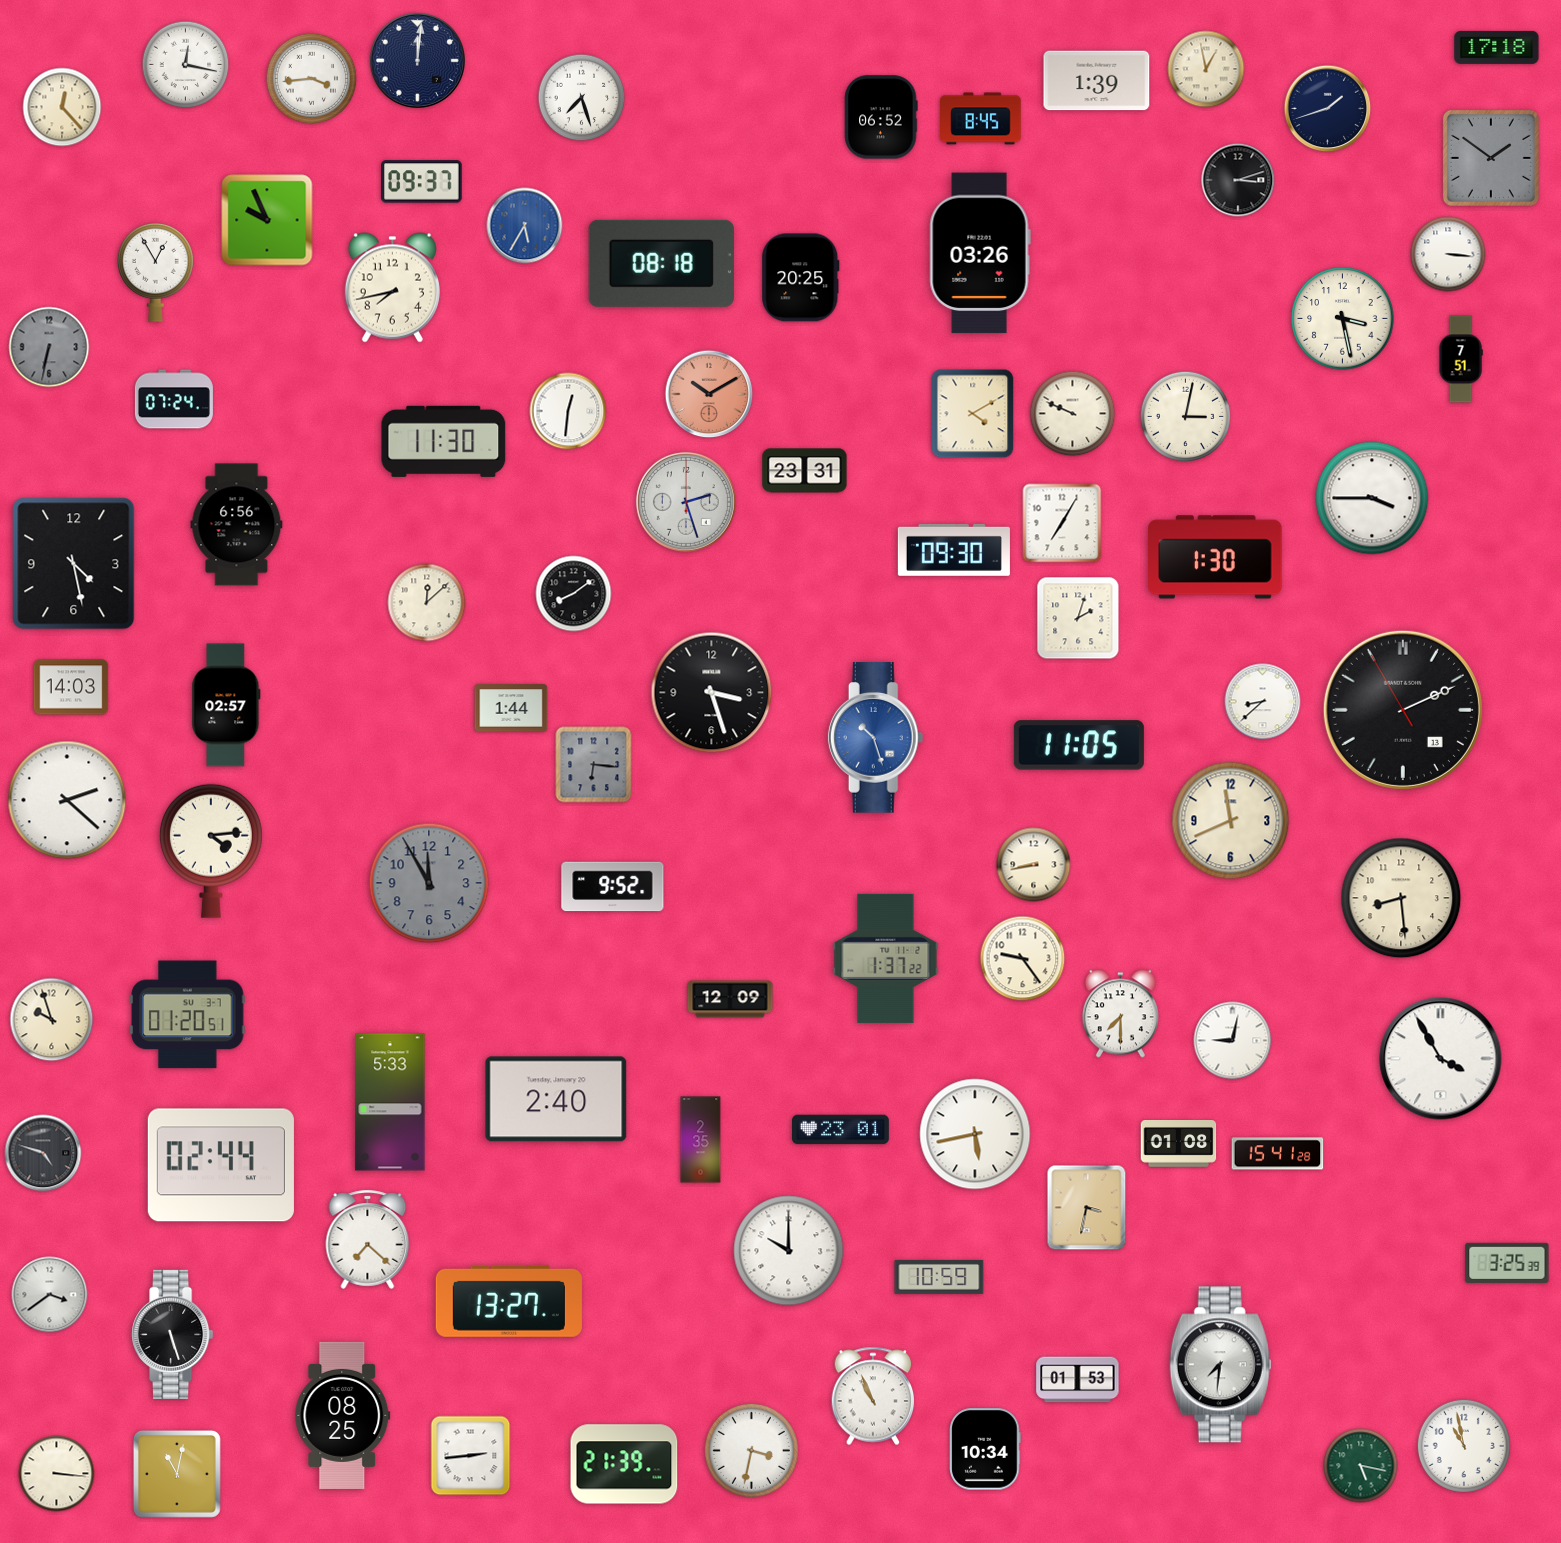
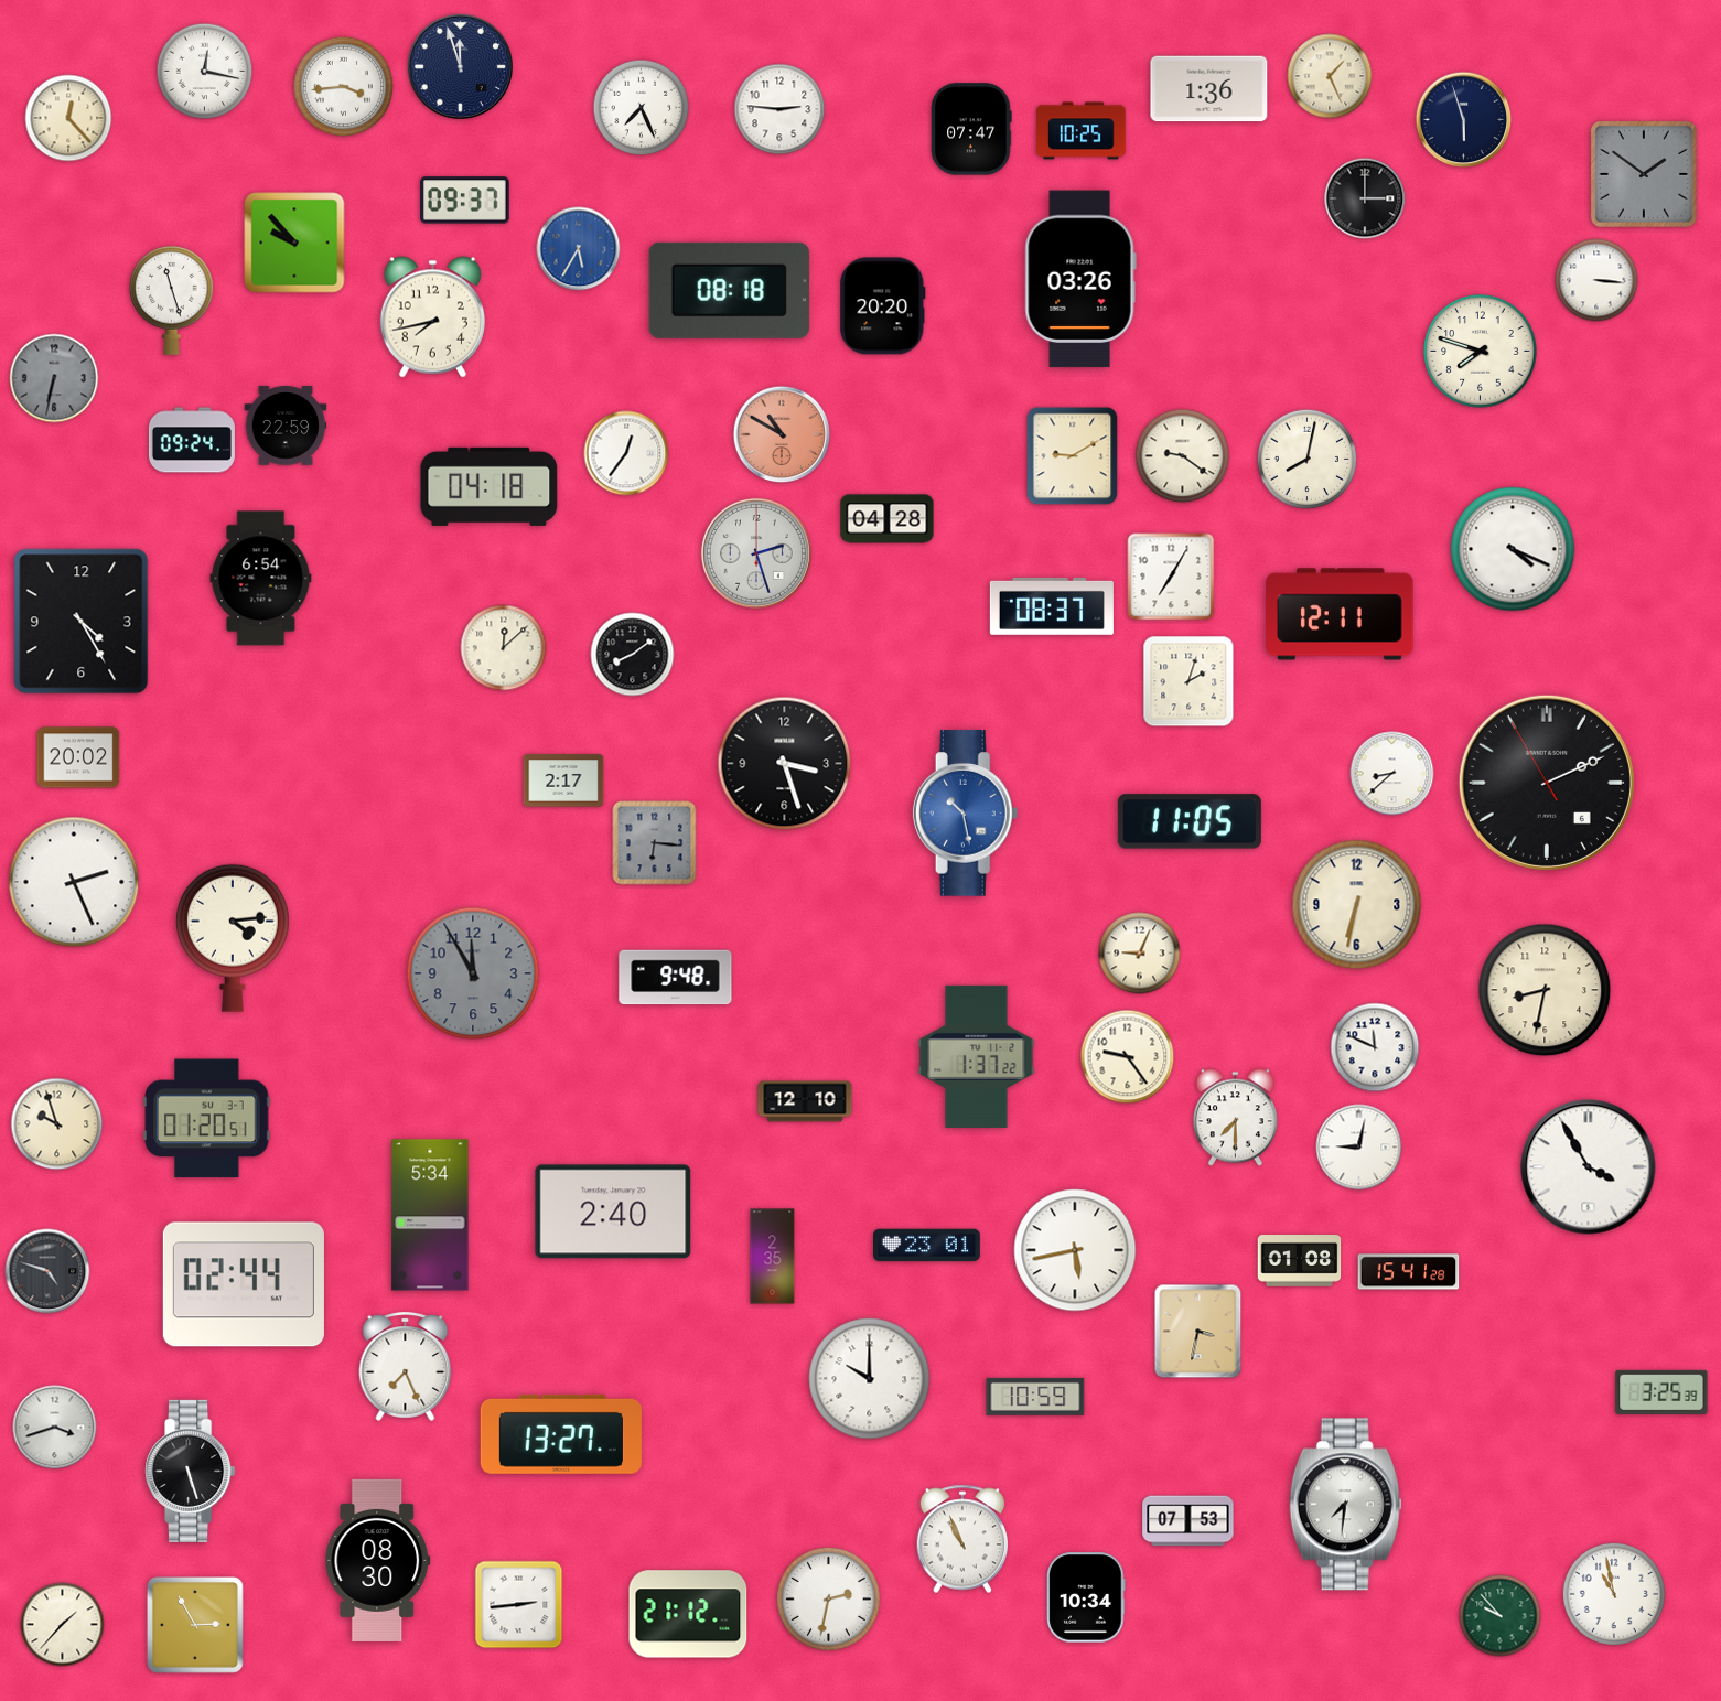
clock at (1497, 47): 17:18 -> none
clock at (417, 60): 12:01 -> 11:57
clock at (1206, 69): 12:58 -> 1:26
clock at (1097, 81): 1:39 -> 1:36
clock at (582, 98): 7:27 -> 7:26
clock at (779, 109): none -> 2:46
clock at (1328, 109): 1:42 -> 5:57
clock at (881, 117): 06:52 -> 07:47
clock at (981, 119): 8:45 -> 10:25
clock at (1238, 180): 3:12 -> 3:00
clock at (267, 220): 9:56 -> 9:53
clock at (156, 272): 12:55 -> 11:27
clock at (801, 278): 20:25 -> 20:20
clock at (1343, 319): 3:28 -> 7:48
clock at (49, 347) position: (49, 347) -> (54, 378)
clock at (1461, 359): 7:51 -> none
clock at (286, 426): none -> 22:59
clock at (709, 394): 10:10 -> 10:50
clock at (174, 399): 07:24 -> 09:24
clock at (568, 411): 12:31 -> 12:36
clock at (973, 414): 4:10 -> 9:10
clock at (1073, 414): 9:49 -> 9:21
clock at (1186, 417): 3:02 -> 8:02
clock at (444, 441): 11:30 -> 04:18
clock at (805, 471): 23:31 -> 04:28
clock at (1372, 498): 3:45 -> 4:19
clock at (237, 525): 6:56 -> 6:54
clock at (954, 550): 09:30 -> 08:37
clock at (1215, 557): 1:30 -> 12:11
clock at (74, 564): 4:28 -> 4:25
clock at (427, 603) position: (427, 603) -> (504, 648)
clock at (71, 687): 14:03 -> 20:02
clock at (226, 705): 02:57 -> none
clock at (511, 708): 1:44 -> 2:17
clock at (1403, 710) date: 13 -> 6
clock at (876, 738): 10:27 -> 10:28
clock at (67, 800): 2:22 -> 2:26
clock at (1231, 821): 11:41 -> 6:32
clock at (1034, 865): 8:43 -> 9:04
clock at (613, 887): 9:52 -> 9:48
clock at (1401, 898): 8:29 -> 8:32
clock at (1375, 1047): none -> 11:49
clock at (730, 999): 12:09 -> 12:10
clock at (390, 1102): 5:33 -> 5:34
clock at (368, 1239): 7:22 -> 7:26
clock at (939, 1277) position: (939, 1277) -> (1035, 1397)
clock at (50, 1295): 3:39 -> 3:42
clock at (1078, 1380): 01:53 -> 07:53
clock at (343, 1415): 08:25 -> 08:30
clock at (751, 1450): 3:32 -> 2:32
clock at (624, 1464): 21:39 -> 21:12
clock at (1361, 1466): 5:17 -> 9:53
clock at (57, 1474): 3:16 -> 1:37
clock at (177, 1474): 11:02 -> 2:55
